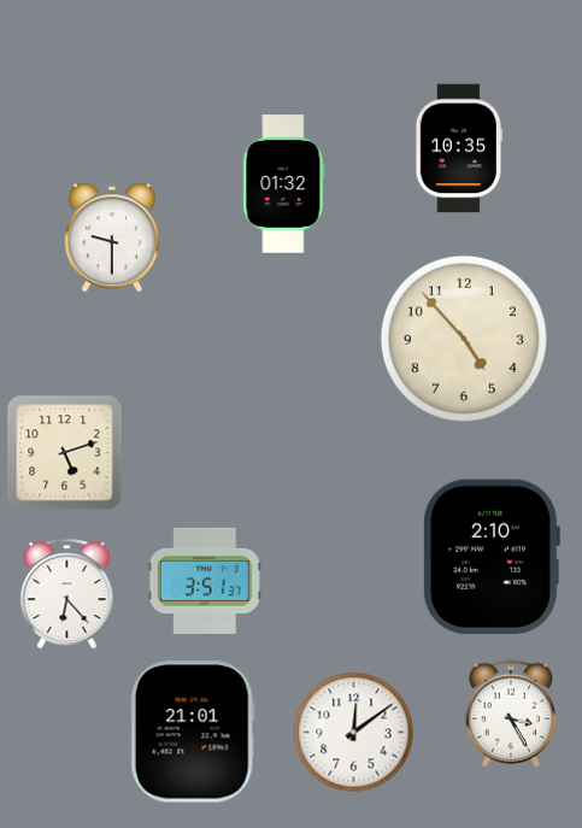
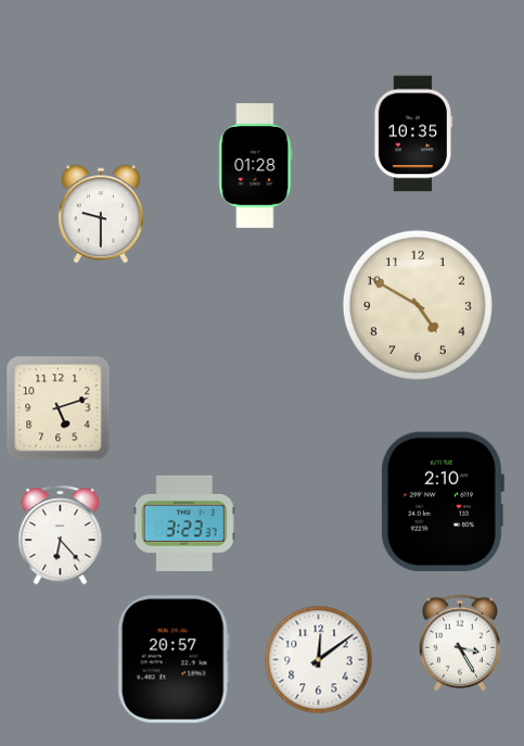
clock at (284, 184): 01:32 -> 01:28
clock at (464, 339): 4:53 -> 4:50
clock at (205, 581): 3:51 -> 3:23
clock at (193, 732): 21:01 -> 20:57
